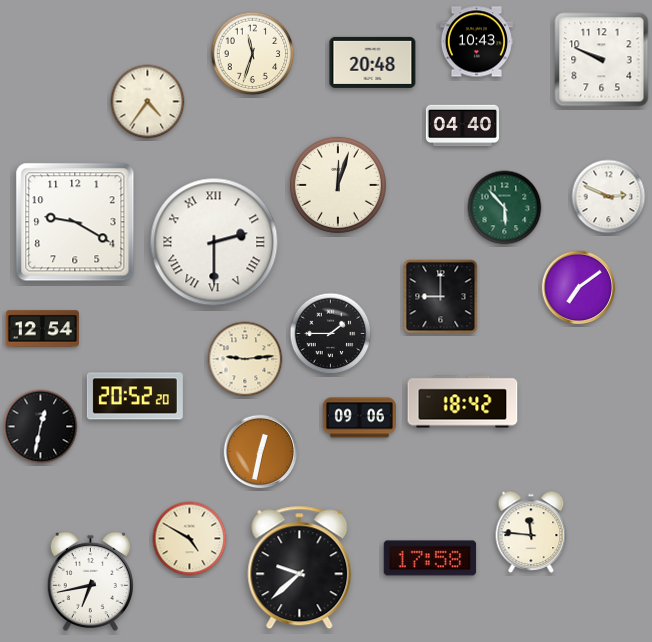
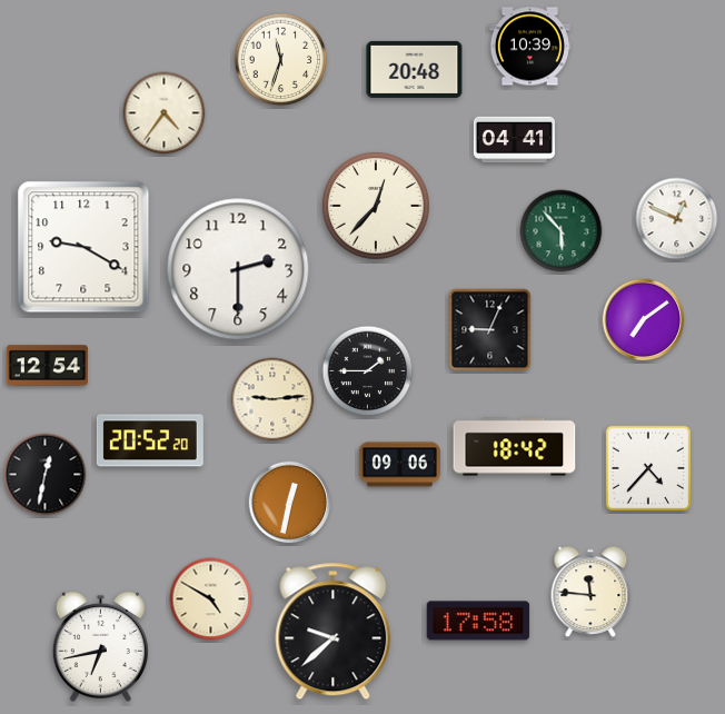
clock at (476, 42): 10:43 -> 10:39
clock at (602, 60): 9:49 -> none
clock at (462, 126): 04:40 -> 04:41
clock at (338, 185): 12:03 -> 12:37
clock at (609, 197): 2:49 -> 12:49
clock at (214, 242) numerals: Roman -> Arabic
clock at (441, 297): 9:00 -> 9:04
clock at (648, 468): none -> 4:37
